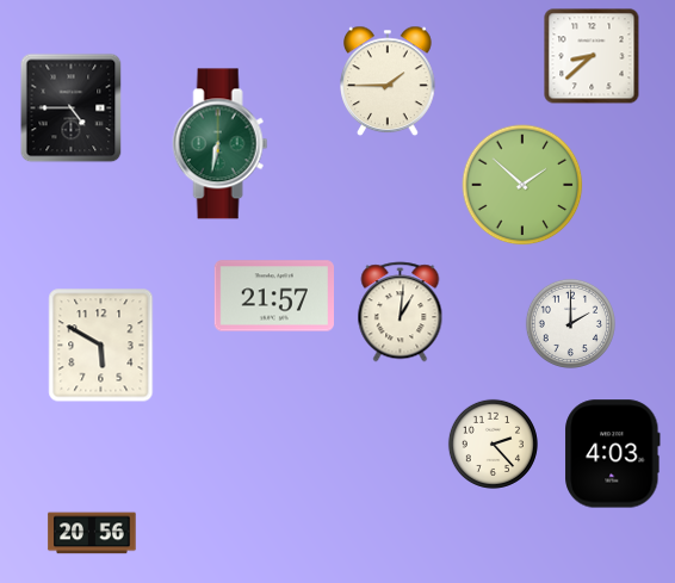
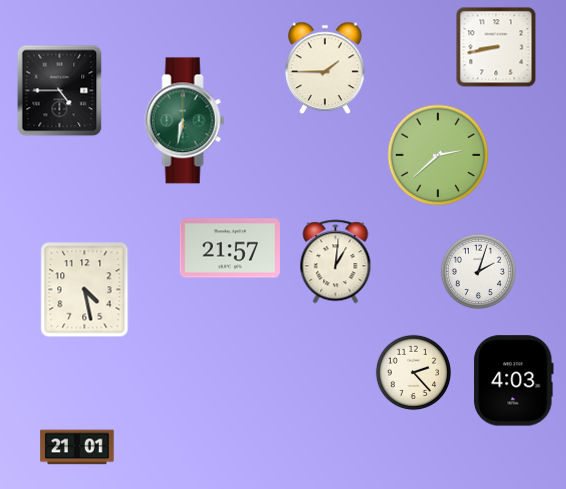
clock at (592, 56): 8:38 -> 8:43
clock at (522, 185): 1:52 -> 2:38
clock at (570, 323): 2:00 -> 2:03
clock at (101, 346): 5:50 -> 4:28
clock at (92, 533): 20:56 -> 21:01
